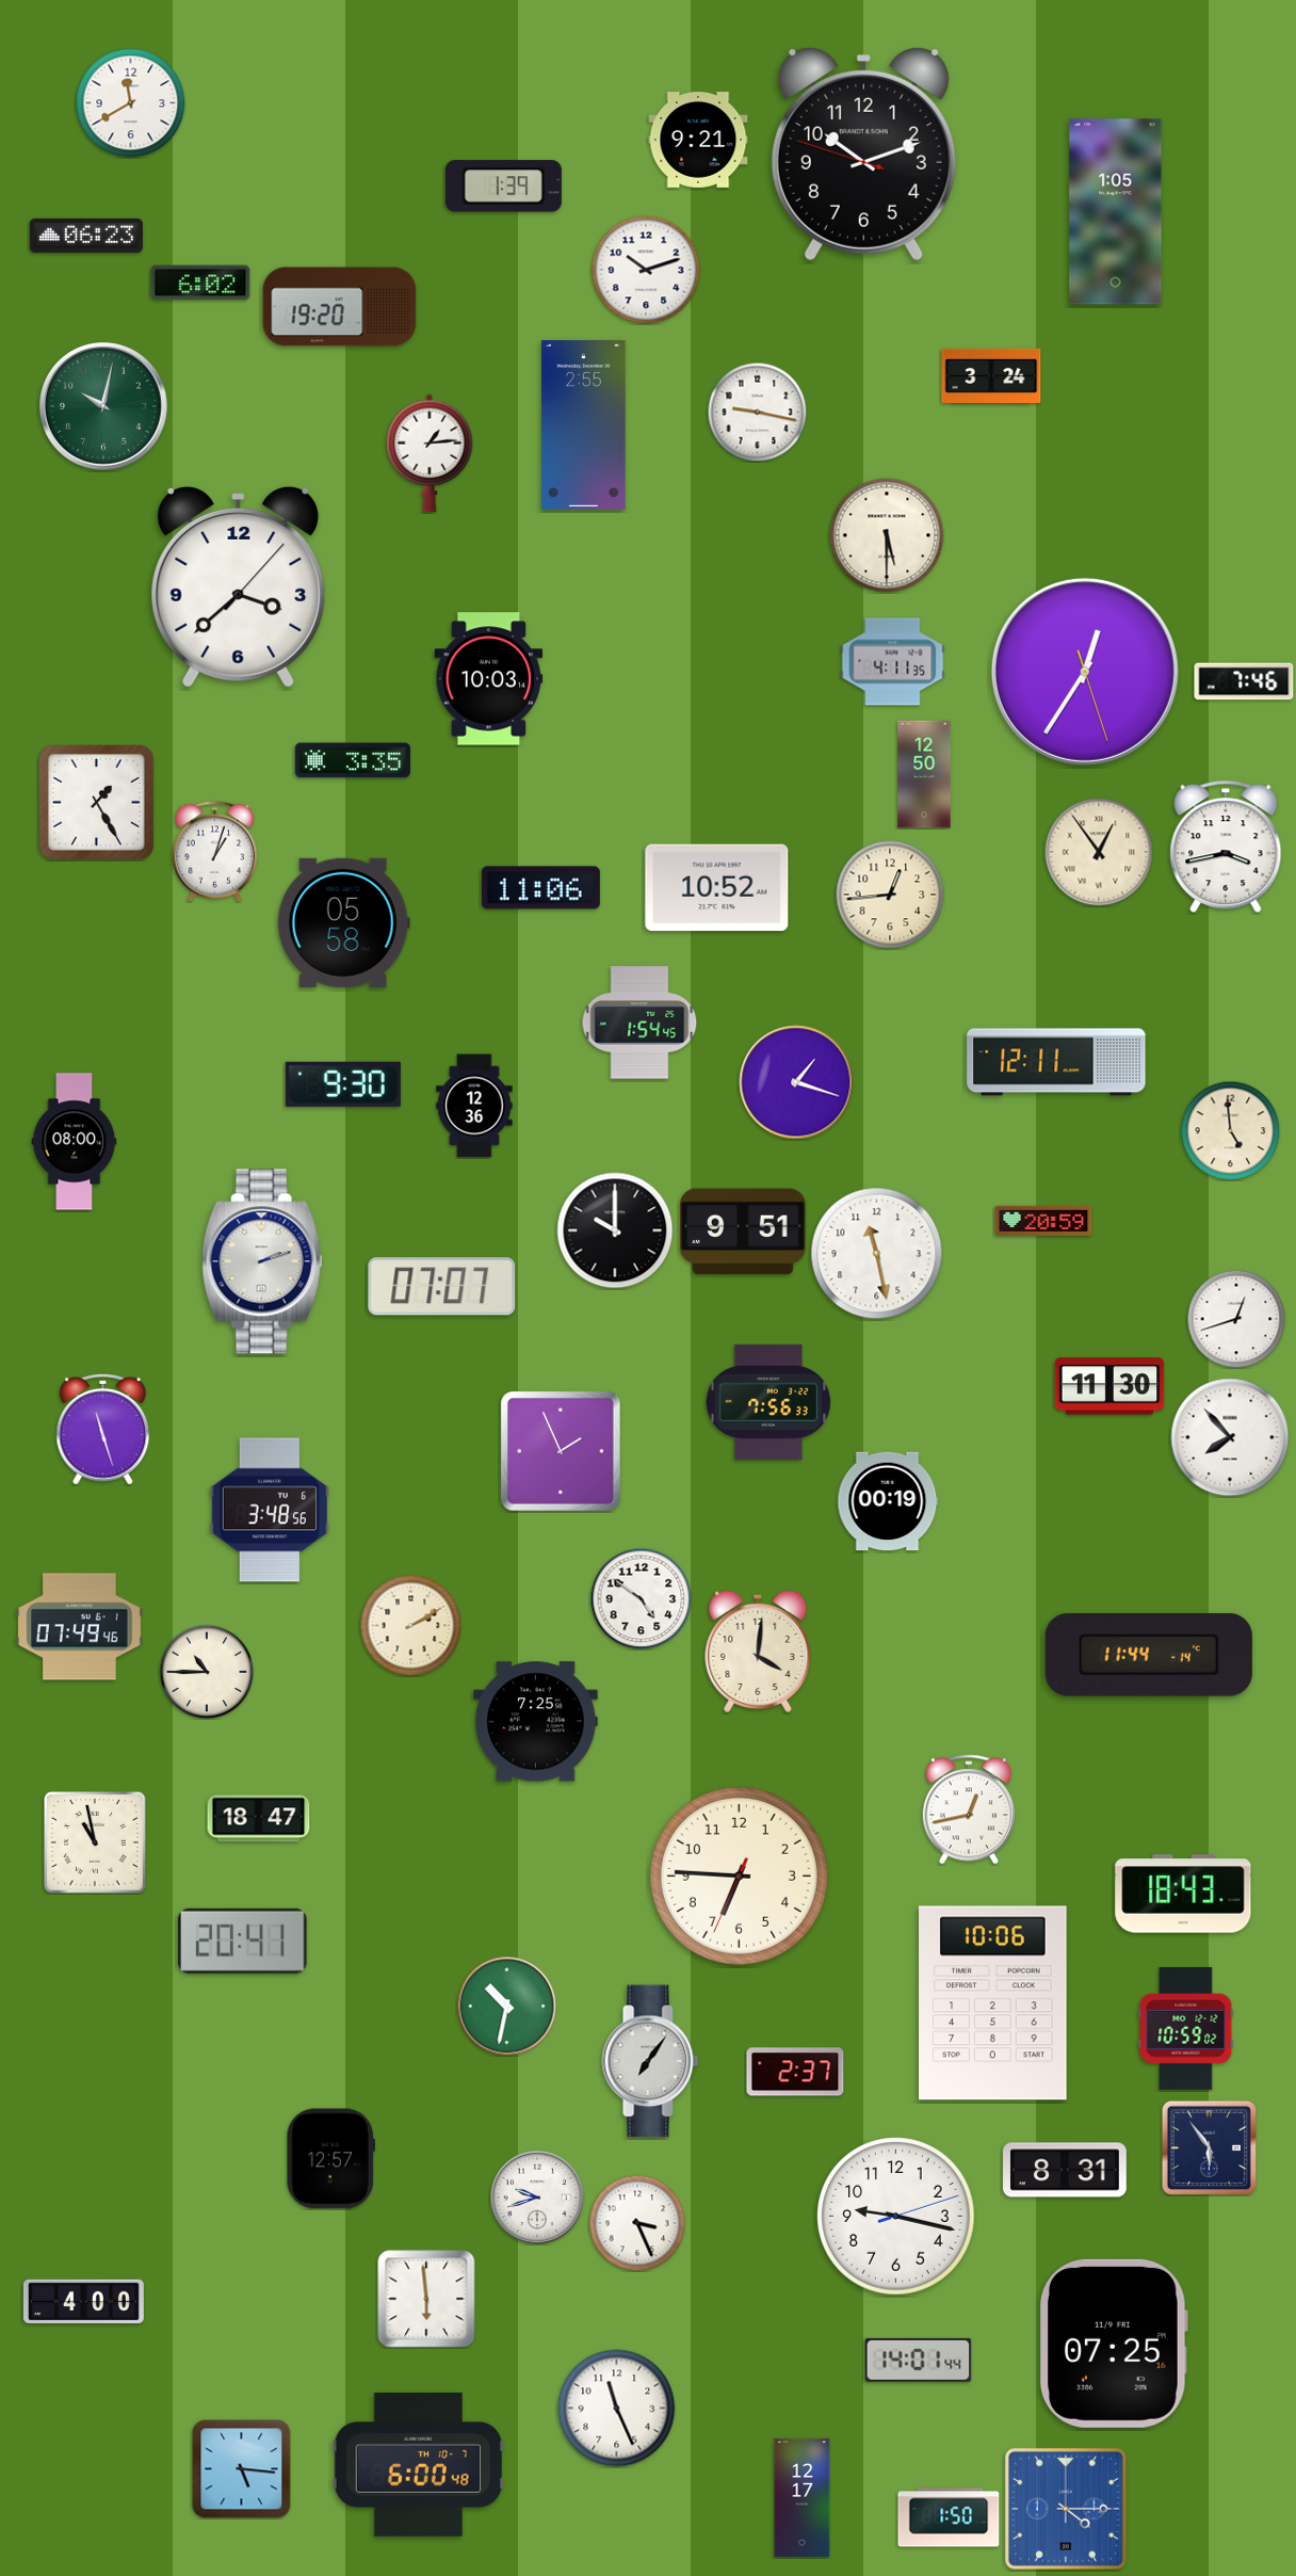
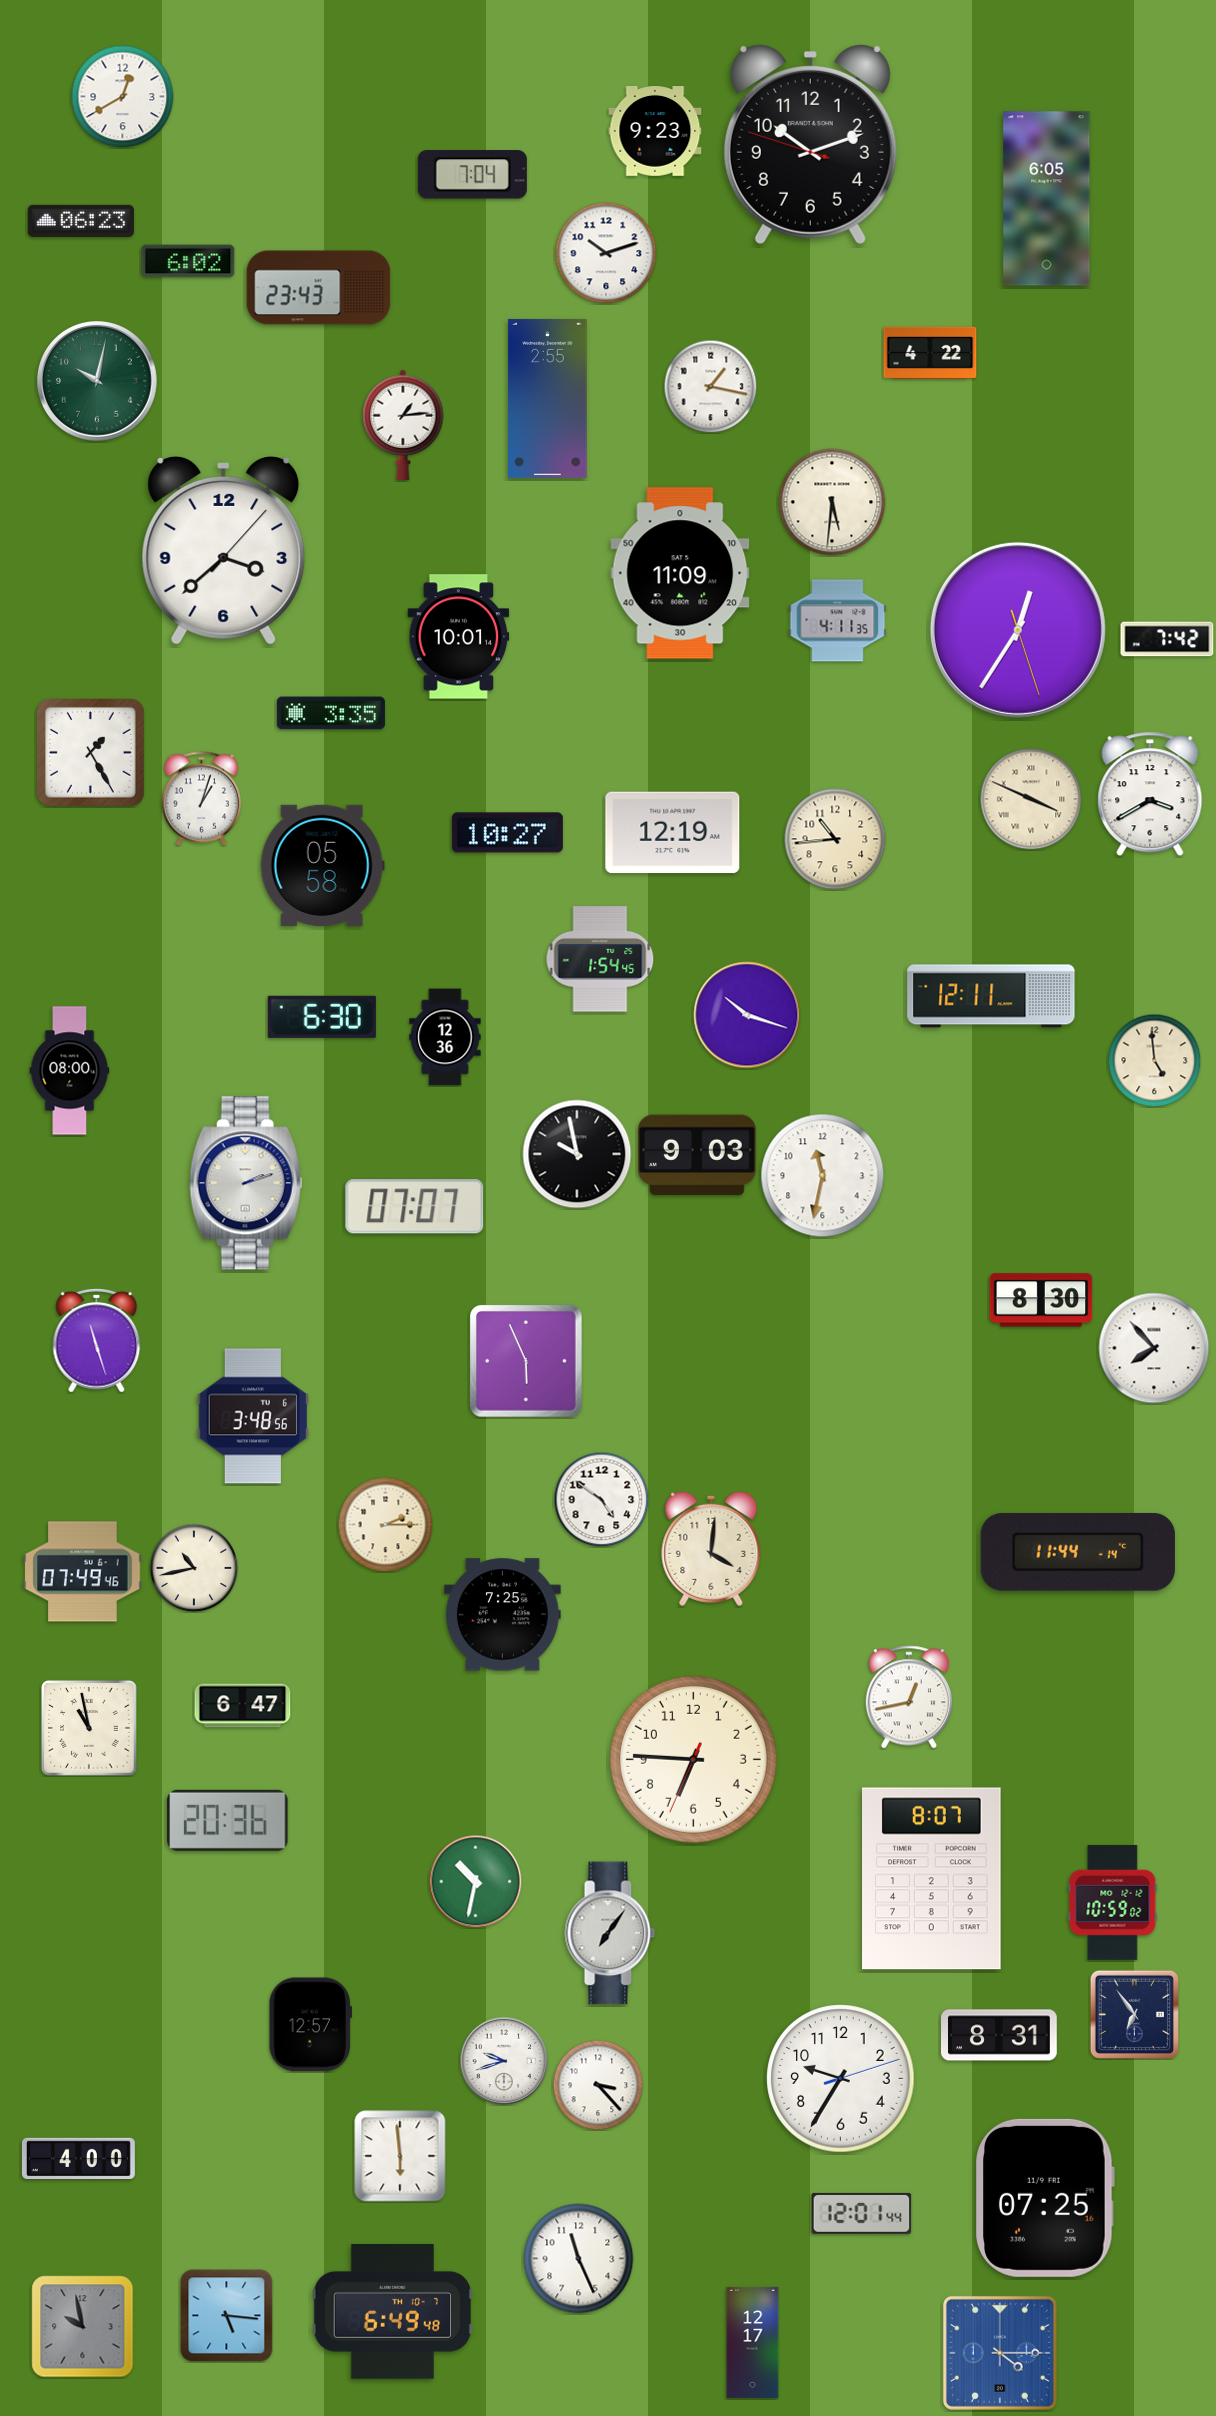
clock at (131, 103): 11:40 -> 12:40
clock at (698, 141): 9:21 -> 9:23
clock at (503, 187): 1:39 -> 7:04
clock at (1116, 212): 1:05 -> 6:05
clock at (200, 283) position: (200, 283) -> (188, 261)
clock at (340, 307): 19:20 -> 23:43
clock at (991, 376): 3:24 -> 4:22
clock at (757, 412): 9:17 -> 1:17
clock at (887, 535): 5:30 -> 5:31
clock at (680, 573): none -> 11:09
clock at (489, 679): 10:03 -> 10:01
clock at (1244, 681): 7:46 -> 7:42
clock at (924, 774): 12:50 -> none
clock at (1226, 847): 3:43 -> 3:40
clock at (1099, 852): 12:54 -> 3:49
clock at (540, 888): 11:06 -> 10:27
clock at (717, 888): 10:52 -> 12:19
clock at (890, 895): 12:44 -> 10:44
clock at (796, 1082): 1:18 -> 10:18
clock at (343, 1084): 9:30 -> 6:30
clock at (1043, 1221): 20:59 -> none
clock at (615, 1230): 10:00 -> 9:58
clock at (744, 1231): 9:51 -> 9:03
clock at (877, 1254): 11:28 -> 11:32
clock at (1236, 1319): 12:42 -> none
clock at (1109, 1386): 11:30 -> 8:30
clock at (768, 1402): 7:56 -> none
clock at (562, 1452): 1:56 -> 5:56
clock at (888, 1501): 00:19 -> none
clock at (410, 1625): 2:10 -> 2:15
clock at (80, 1627) position: (80, 1627) -> (83, 1572)
clock at (207, 1672): 10:45 -> 10:43
clock at (259, 1819): 18:47 -> 6:47
clock at (1183, 1894): 18:43 -> none
clock at (243, 1941): 20:41 -> 20:36
clock at (993, 2003): 10:06 -> 8:07
clock at (795, 2072): 2:37 -> none
clock at (1209, 2147): 5:54 -> 6:54
clock at (896, 2217): 9:17 -> 9:35
clock at (637, 2223): 3:26 -> 3:23
clock at (919, 2360): 14:01 -> 12:01
clock at (419, 2465): 6:00 -> 6:49
clock at (83, 2327): none -> 9:58
clock at (949, 2517): 1:50 -> none
